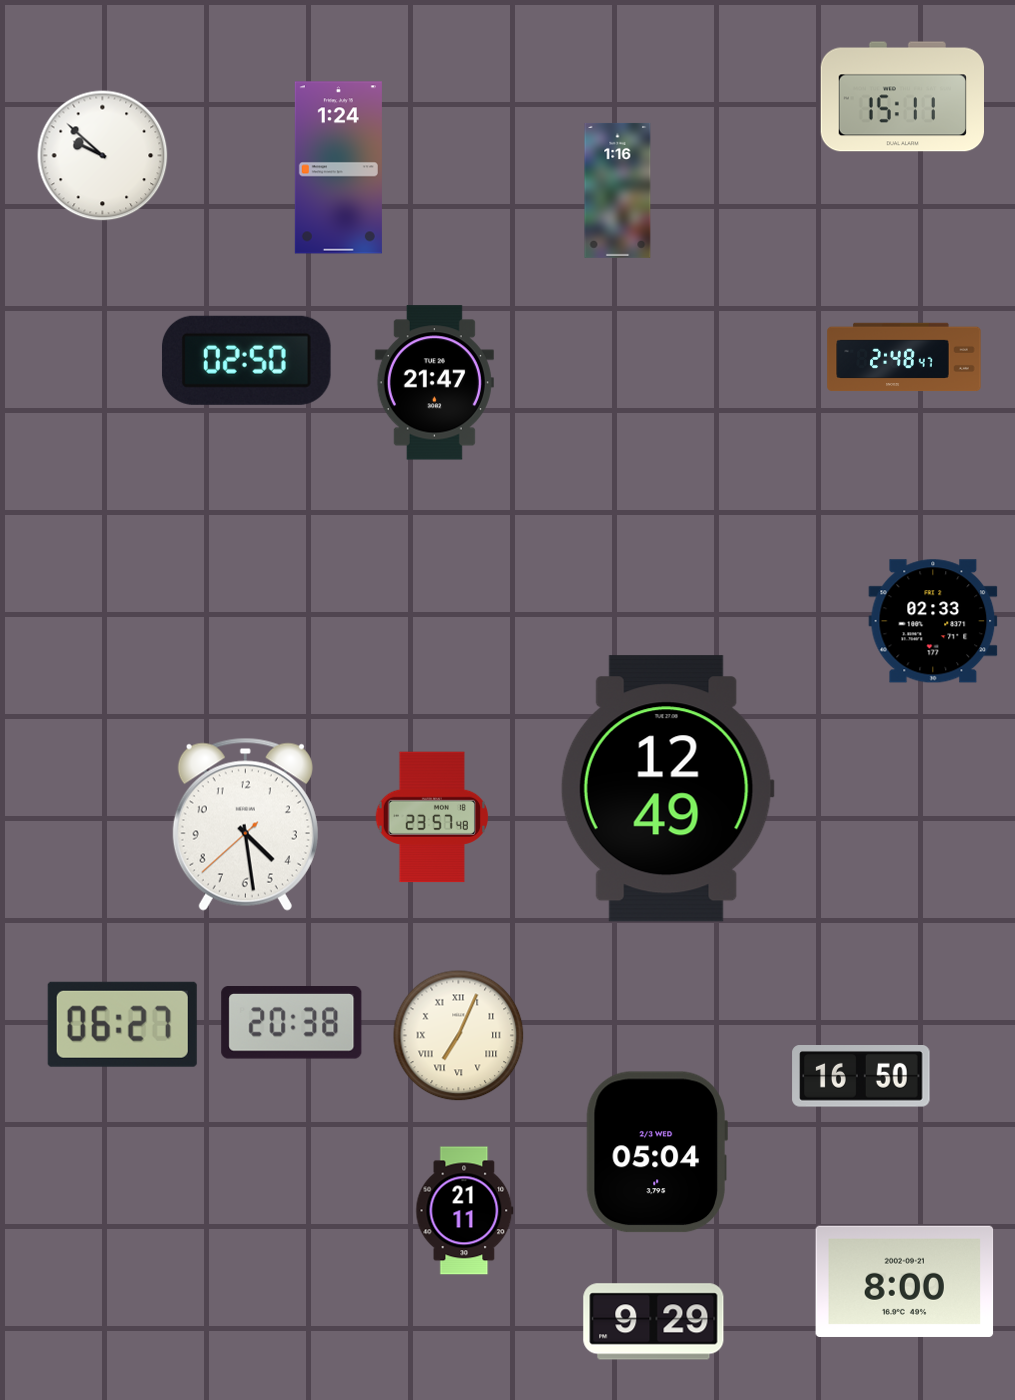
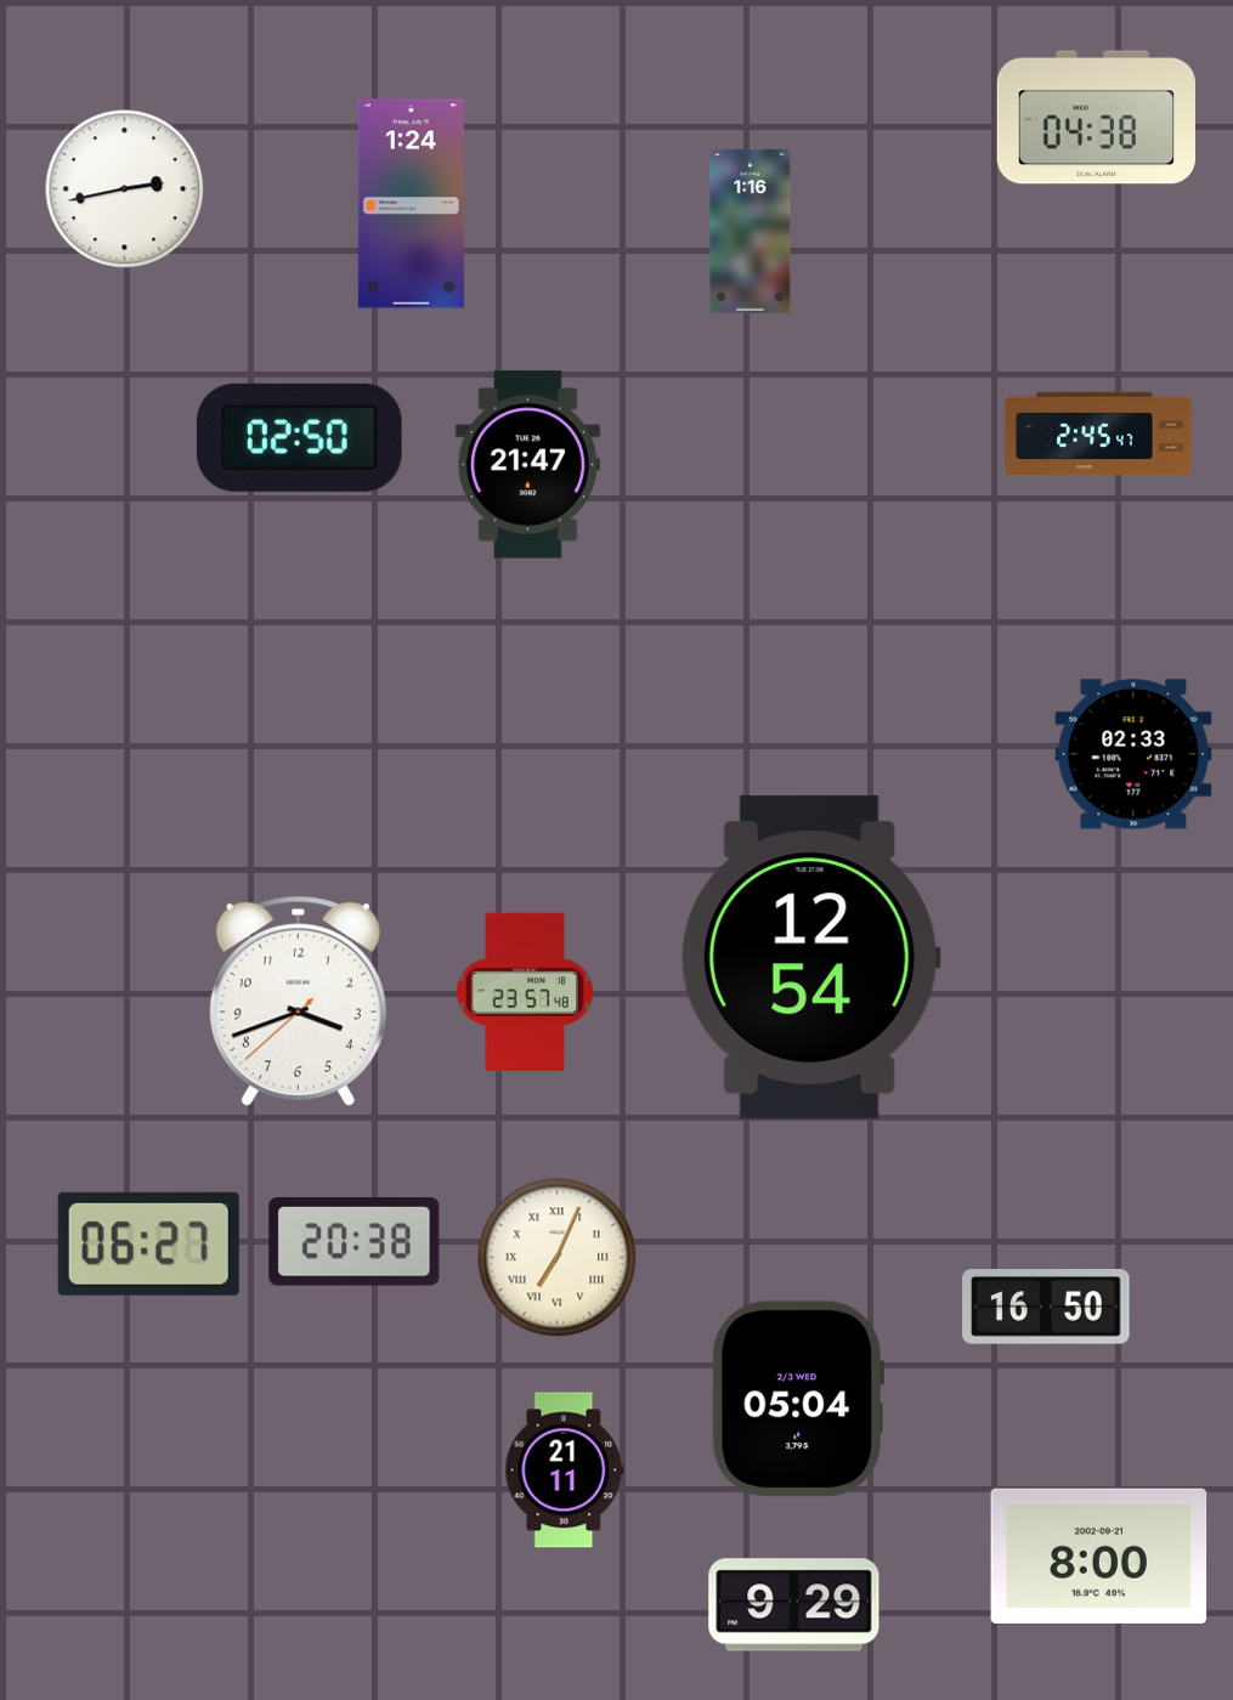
clock at (902, 97): 15:11 -> 04:38
clock at (103, 156): 9:52 -> 2:43
clock at (904, 357): 2:48 -> 2:45
clock at (667, 789): 12:49 -> 12:54
clock at (245, 824): 4:28 -> 3:41
